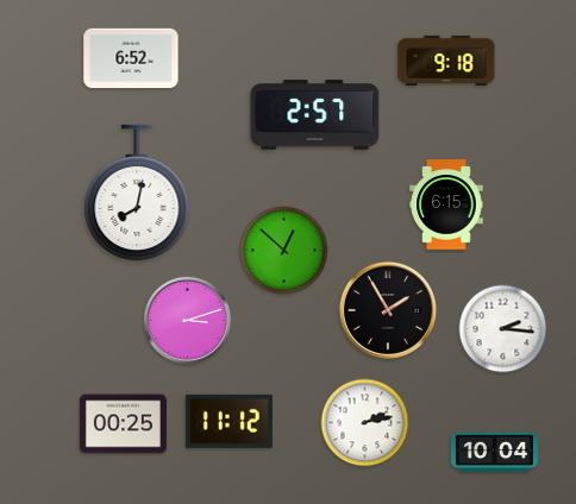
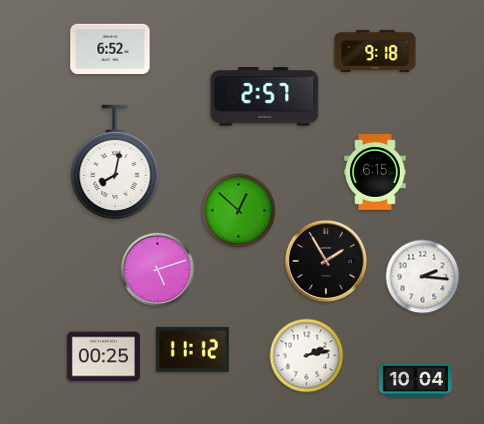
clock at (188, 321): 3:12 -> 5:12
clock at (228, 421) position: (228, 421) -> (192, 349)
